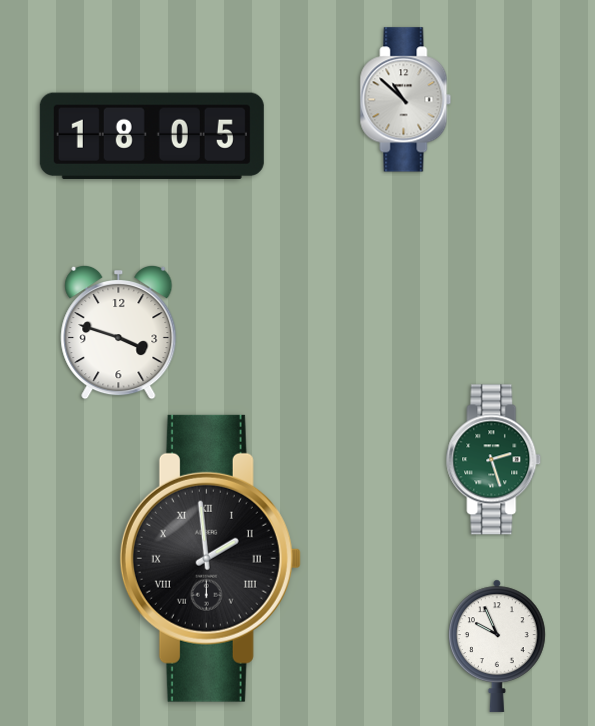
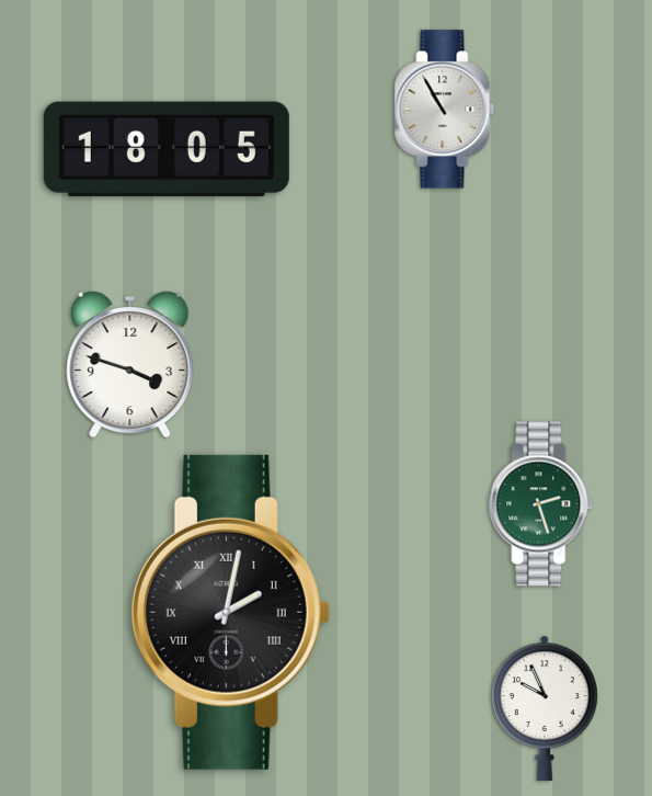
clock at (406, 100): 10:52 -> 10:55
clock at (210, 558): 1:59 -> 2:02
